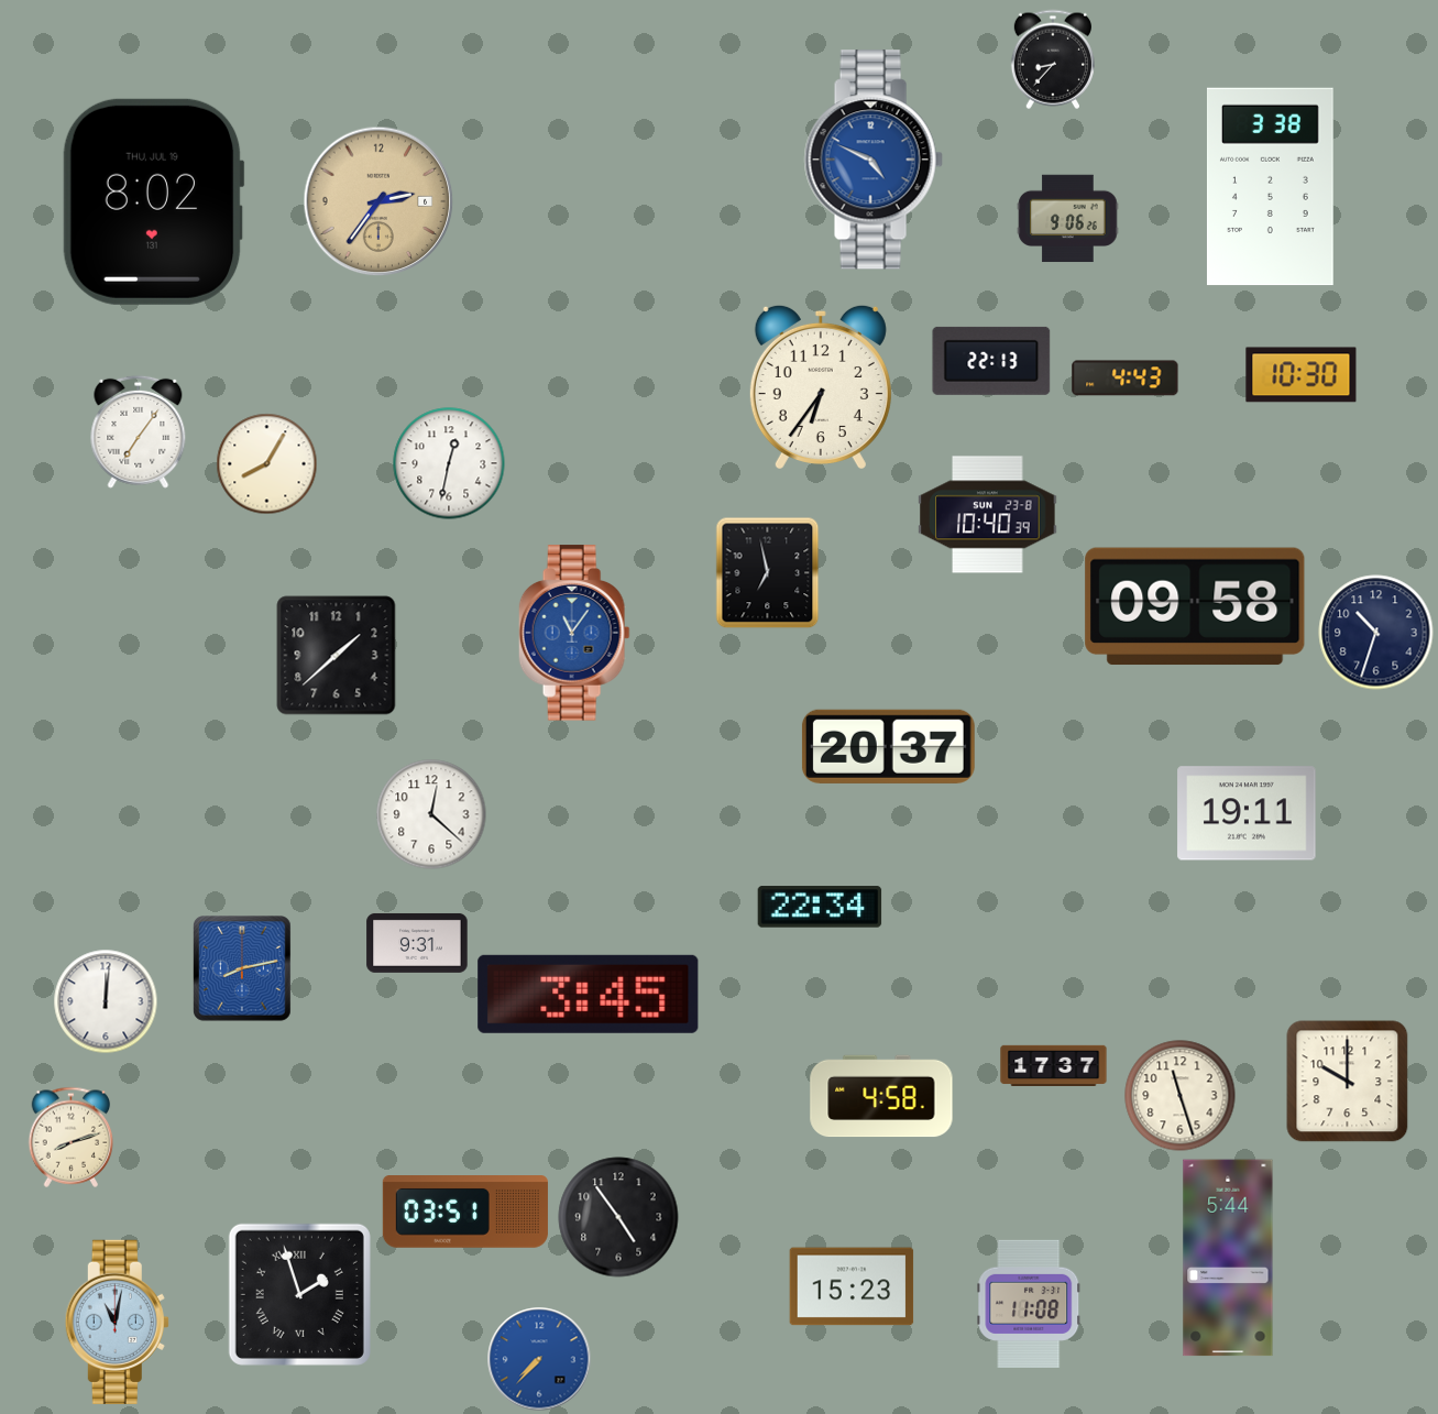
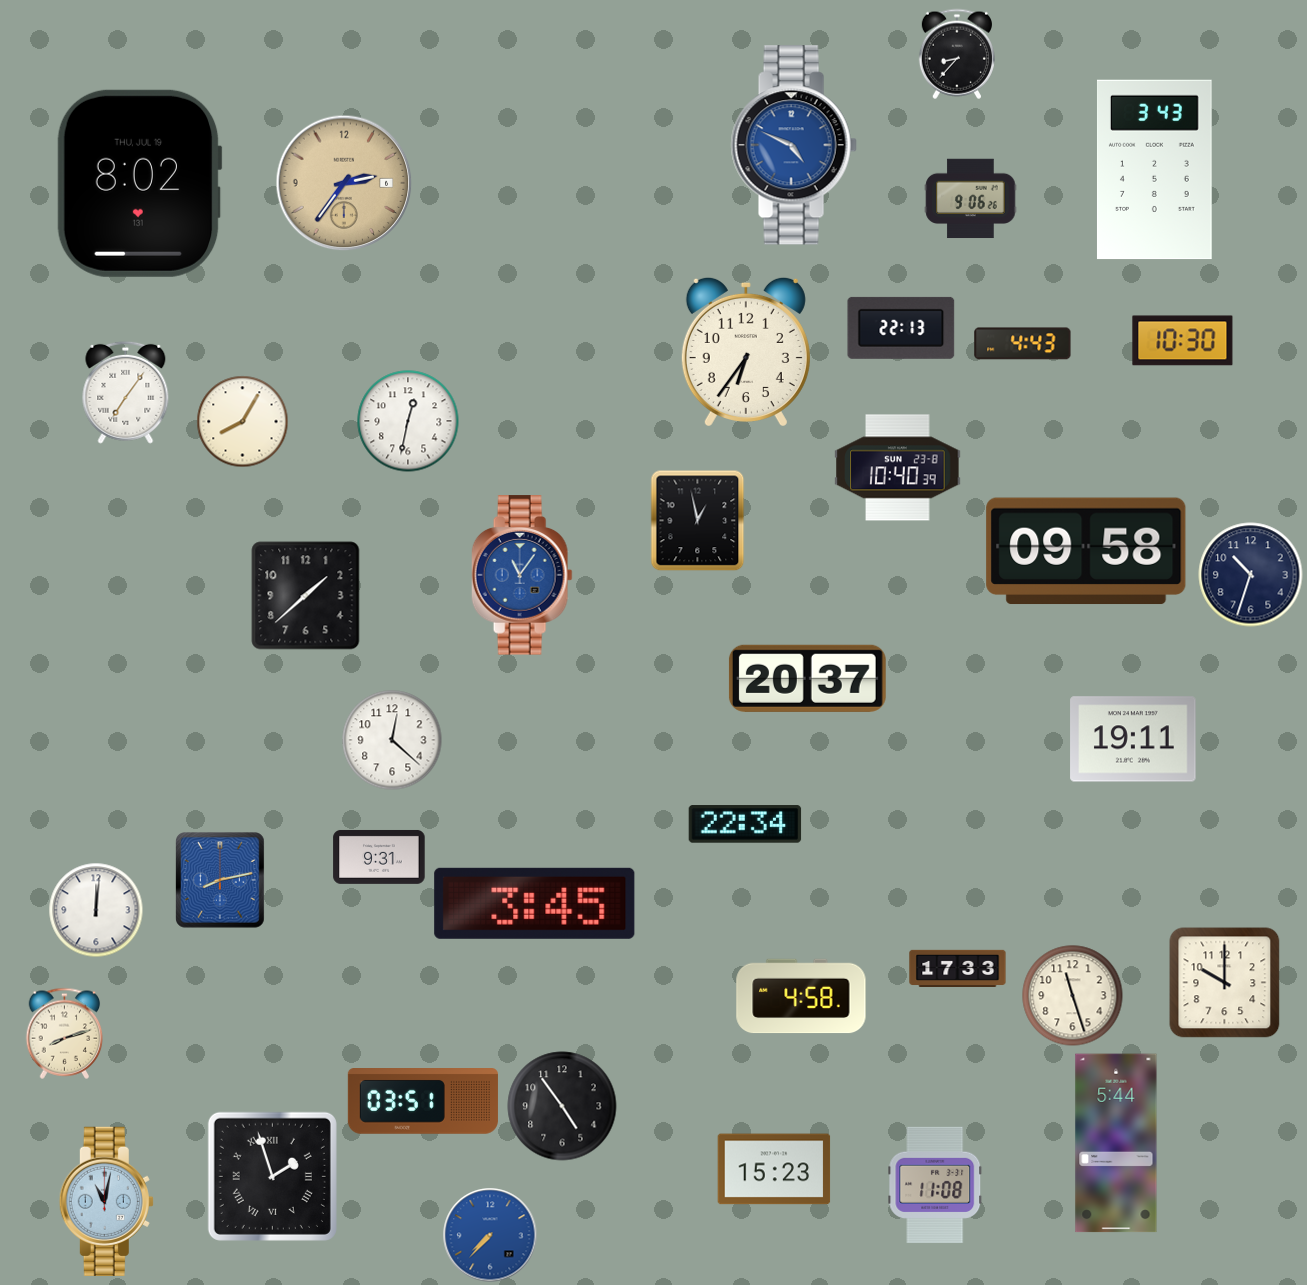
clock at (1270, 187): 3:38 -> 3:43
clock at (768, 573): 6:58 -> 12:58
clock at (1054, 1066): 17:37 -> 17:33
